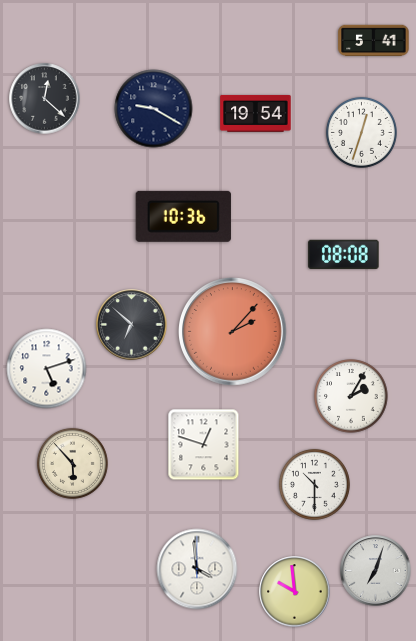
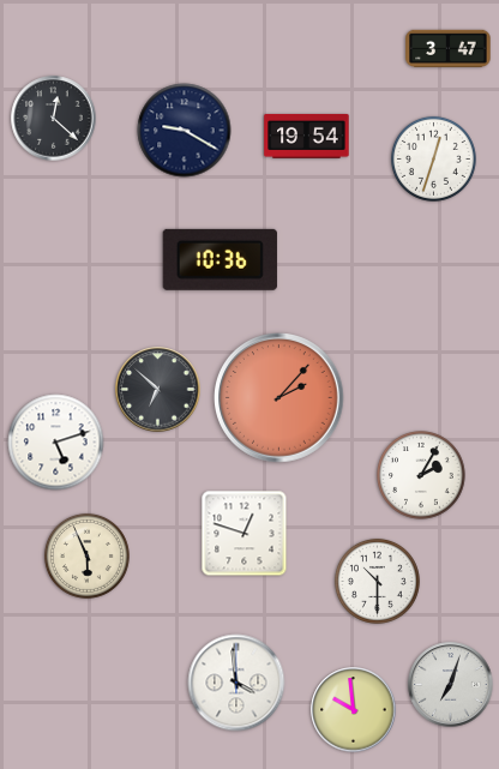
clock at (374, 41): 5:41 -> 3:47
clock at (344, 254): 08:08 -> none
clock at (72, 463): 5:53 -> 5:56
